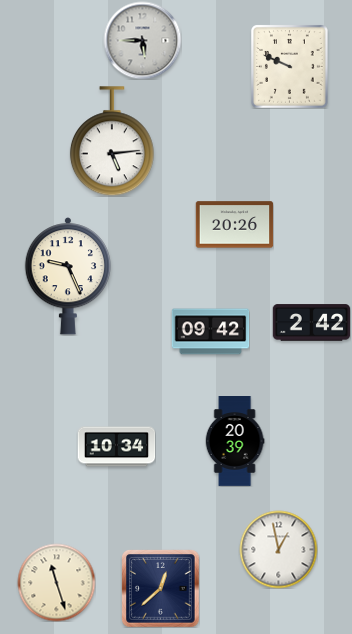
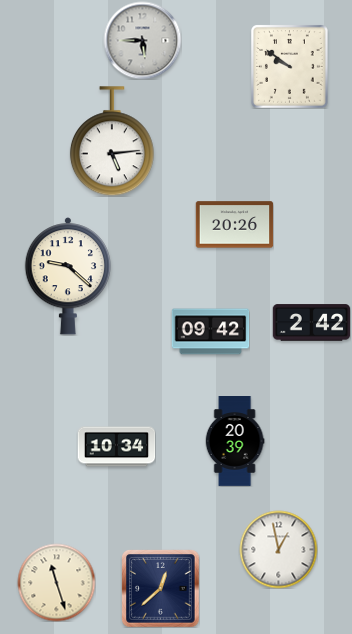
clock at (290, 67): 9:49 -> 9:51
clock at (67, 276): 9:26 -> 9:22
